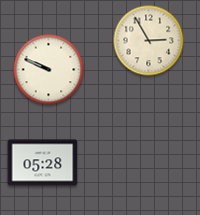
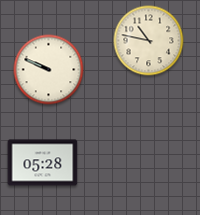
clock at (149, 41): 2:55 -> 10:47
